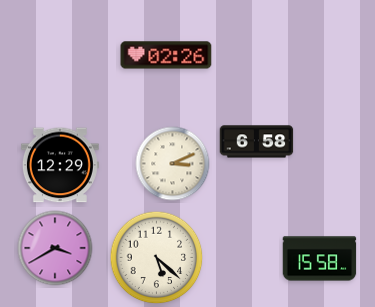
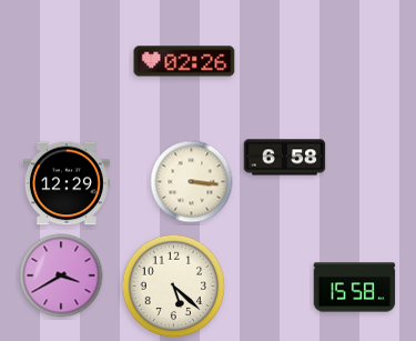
clock at (173, 164): 3:11 -> 3:16
